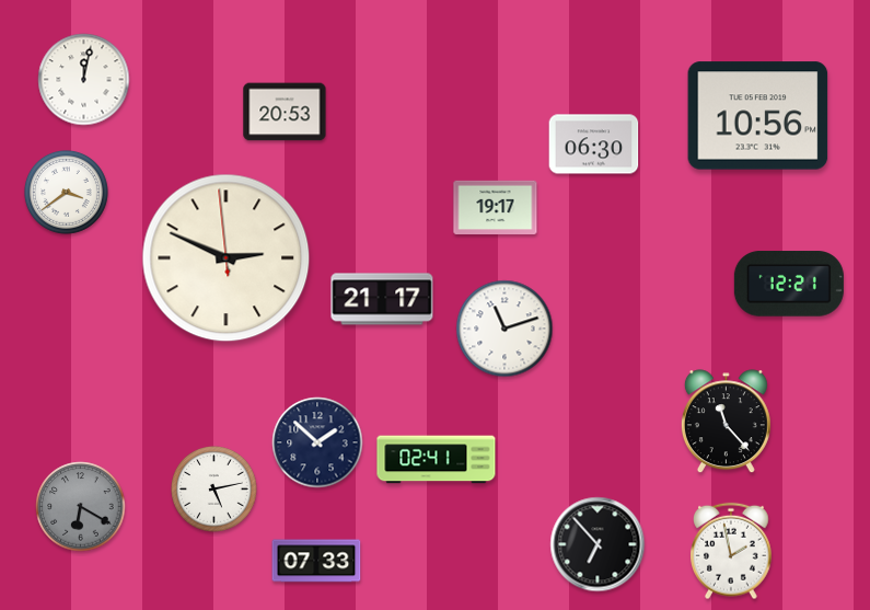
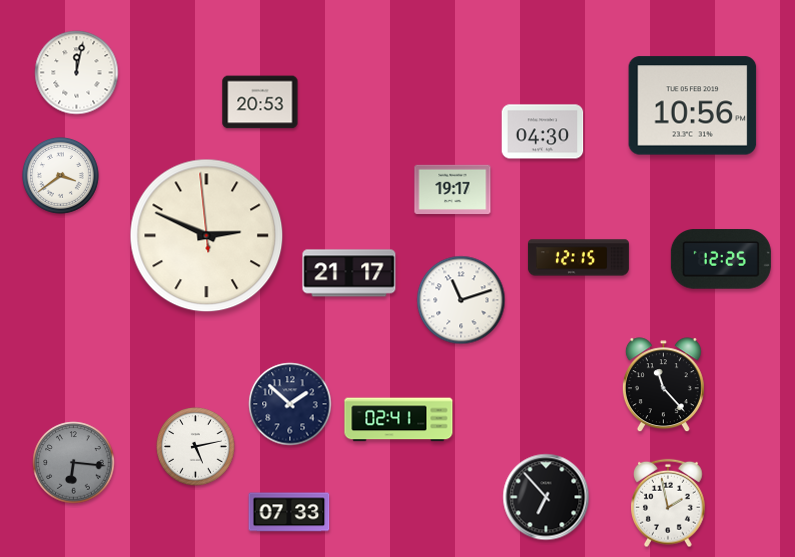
clock at (594, 145): 06:30 -> 04:30
clock at (578, 258): none -> 12:15
clock at (789, 284): 12:21 -> 12:25
clock at (81, 507): 6:20 -> 6:16
